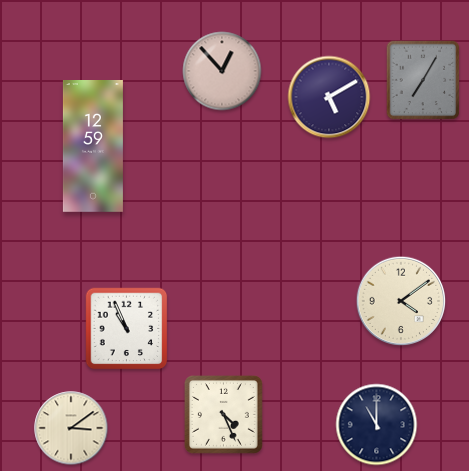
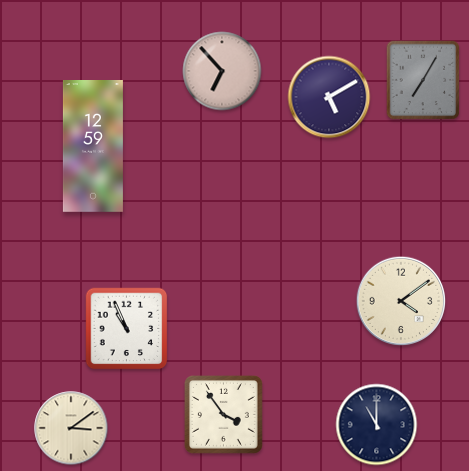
clock at (222, 71): 12:53 -> 6:53
clock at (223, 414): 4:26 -> 3:54
